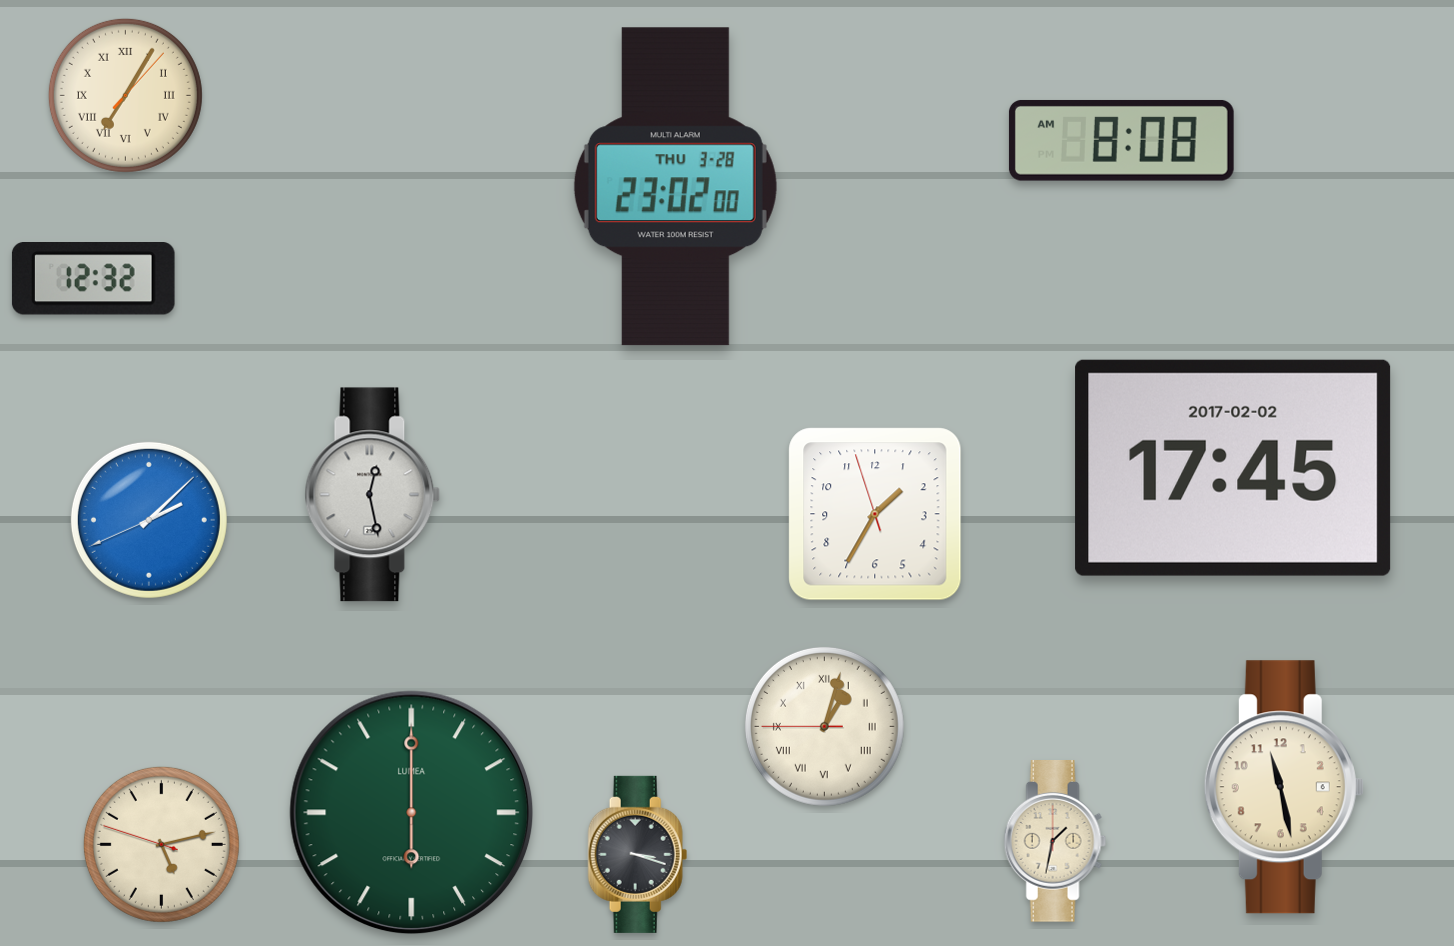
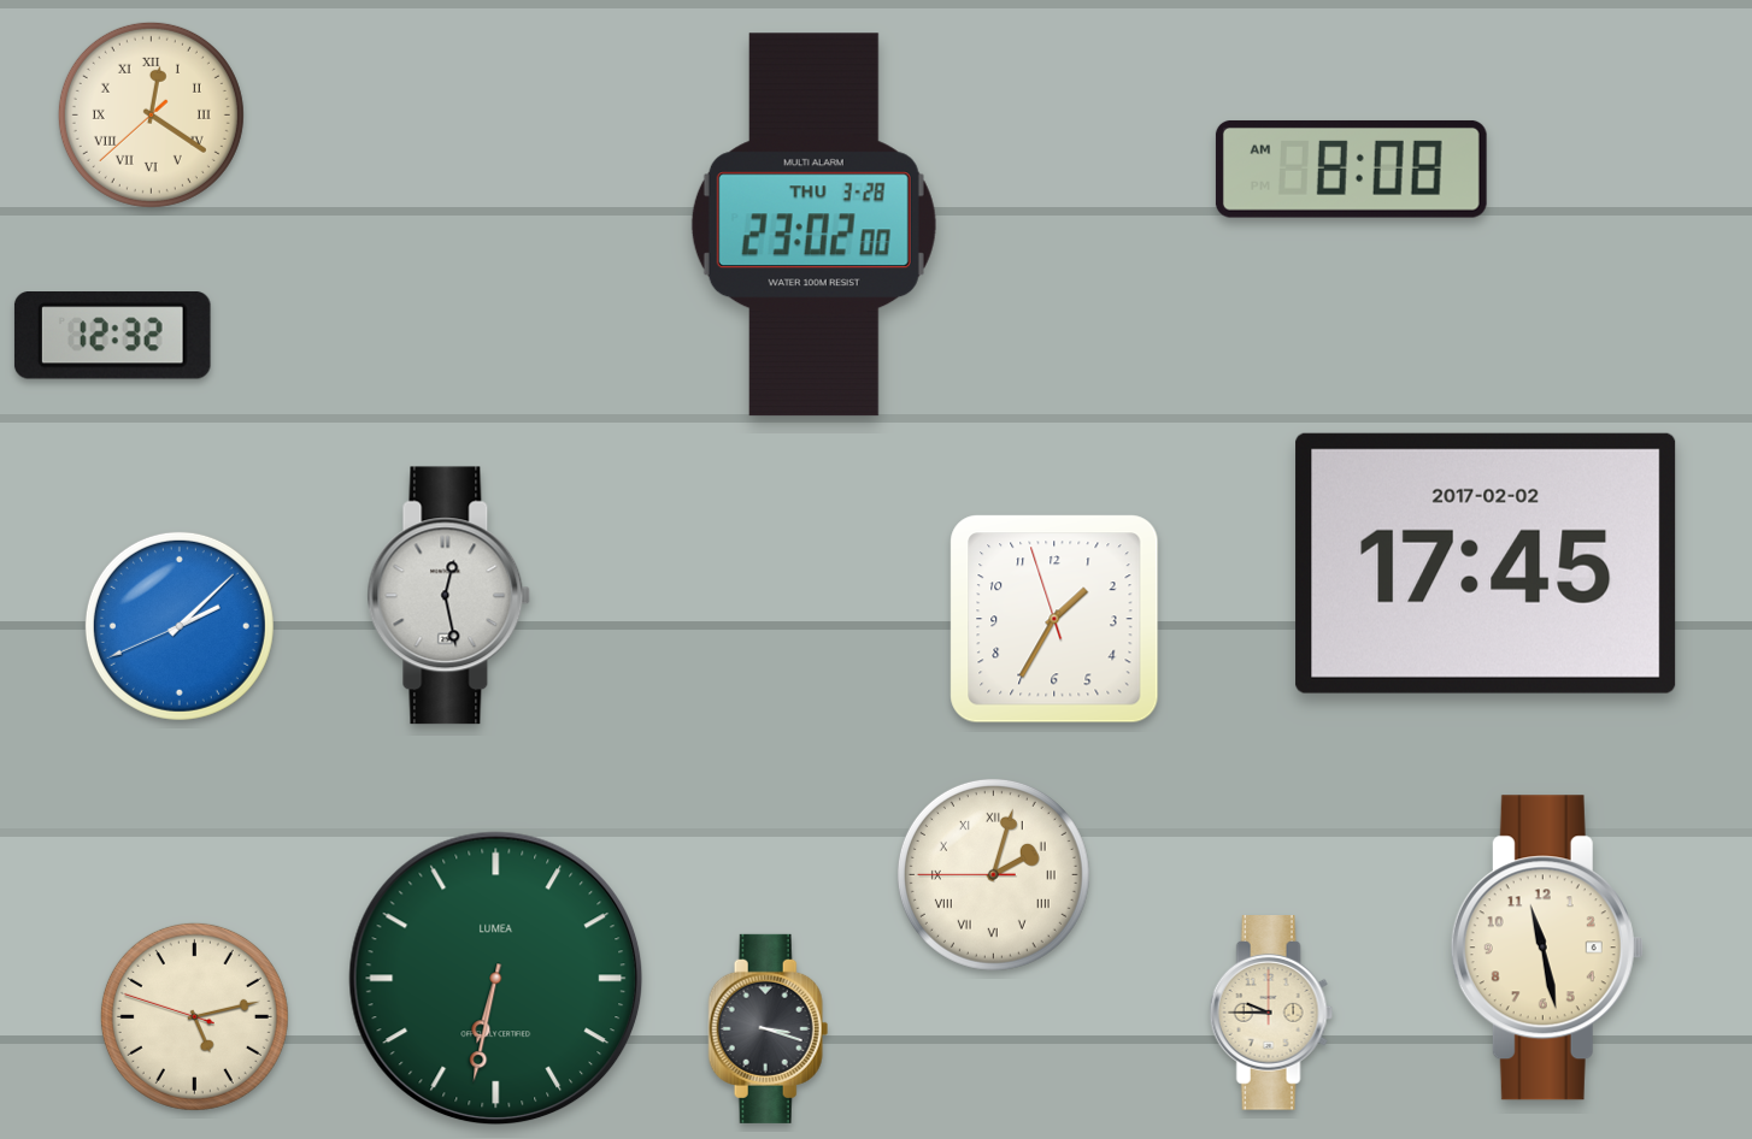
clock at (125, 95): 7:05 -> 12:20
clock at (824, 726): 1:02 -> 2:02
clock at (412, 813): 6:00 -> 6:32
clock at (1055, 842): 1:32 -> 9:45
